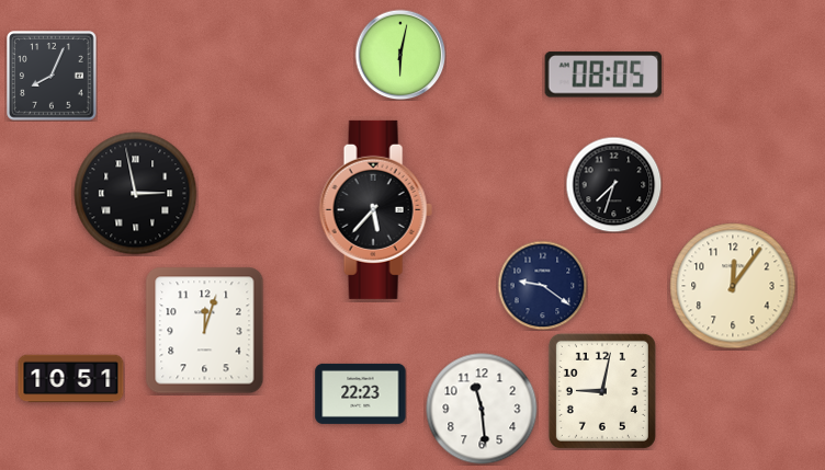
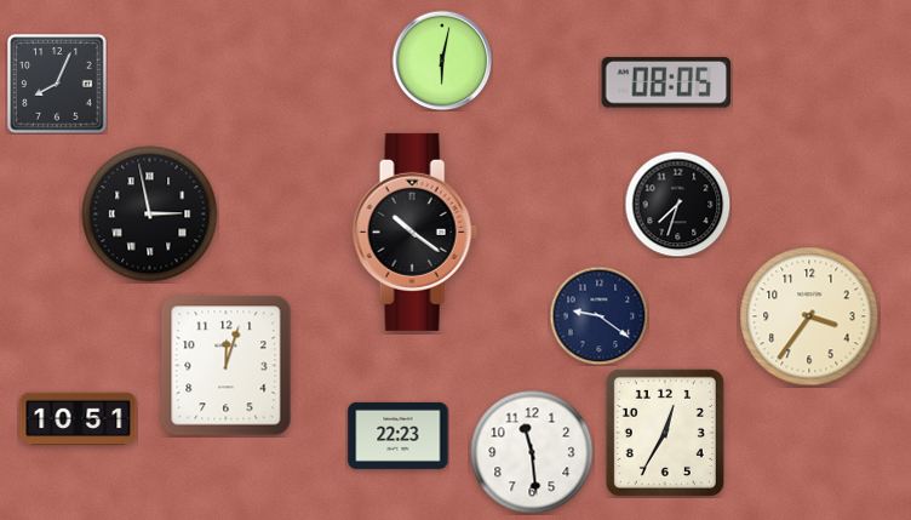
clock at (375, 209): 5:37 -> 10:21
clock at (733, 286): 12:06 -> 3:36
clock at (602, 391): 9:02 -> 12:35
